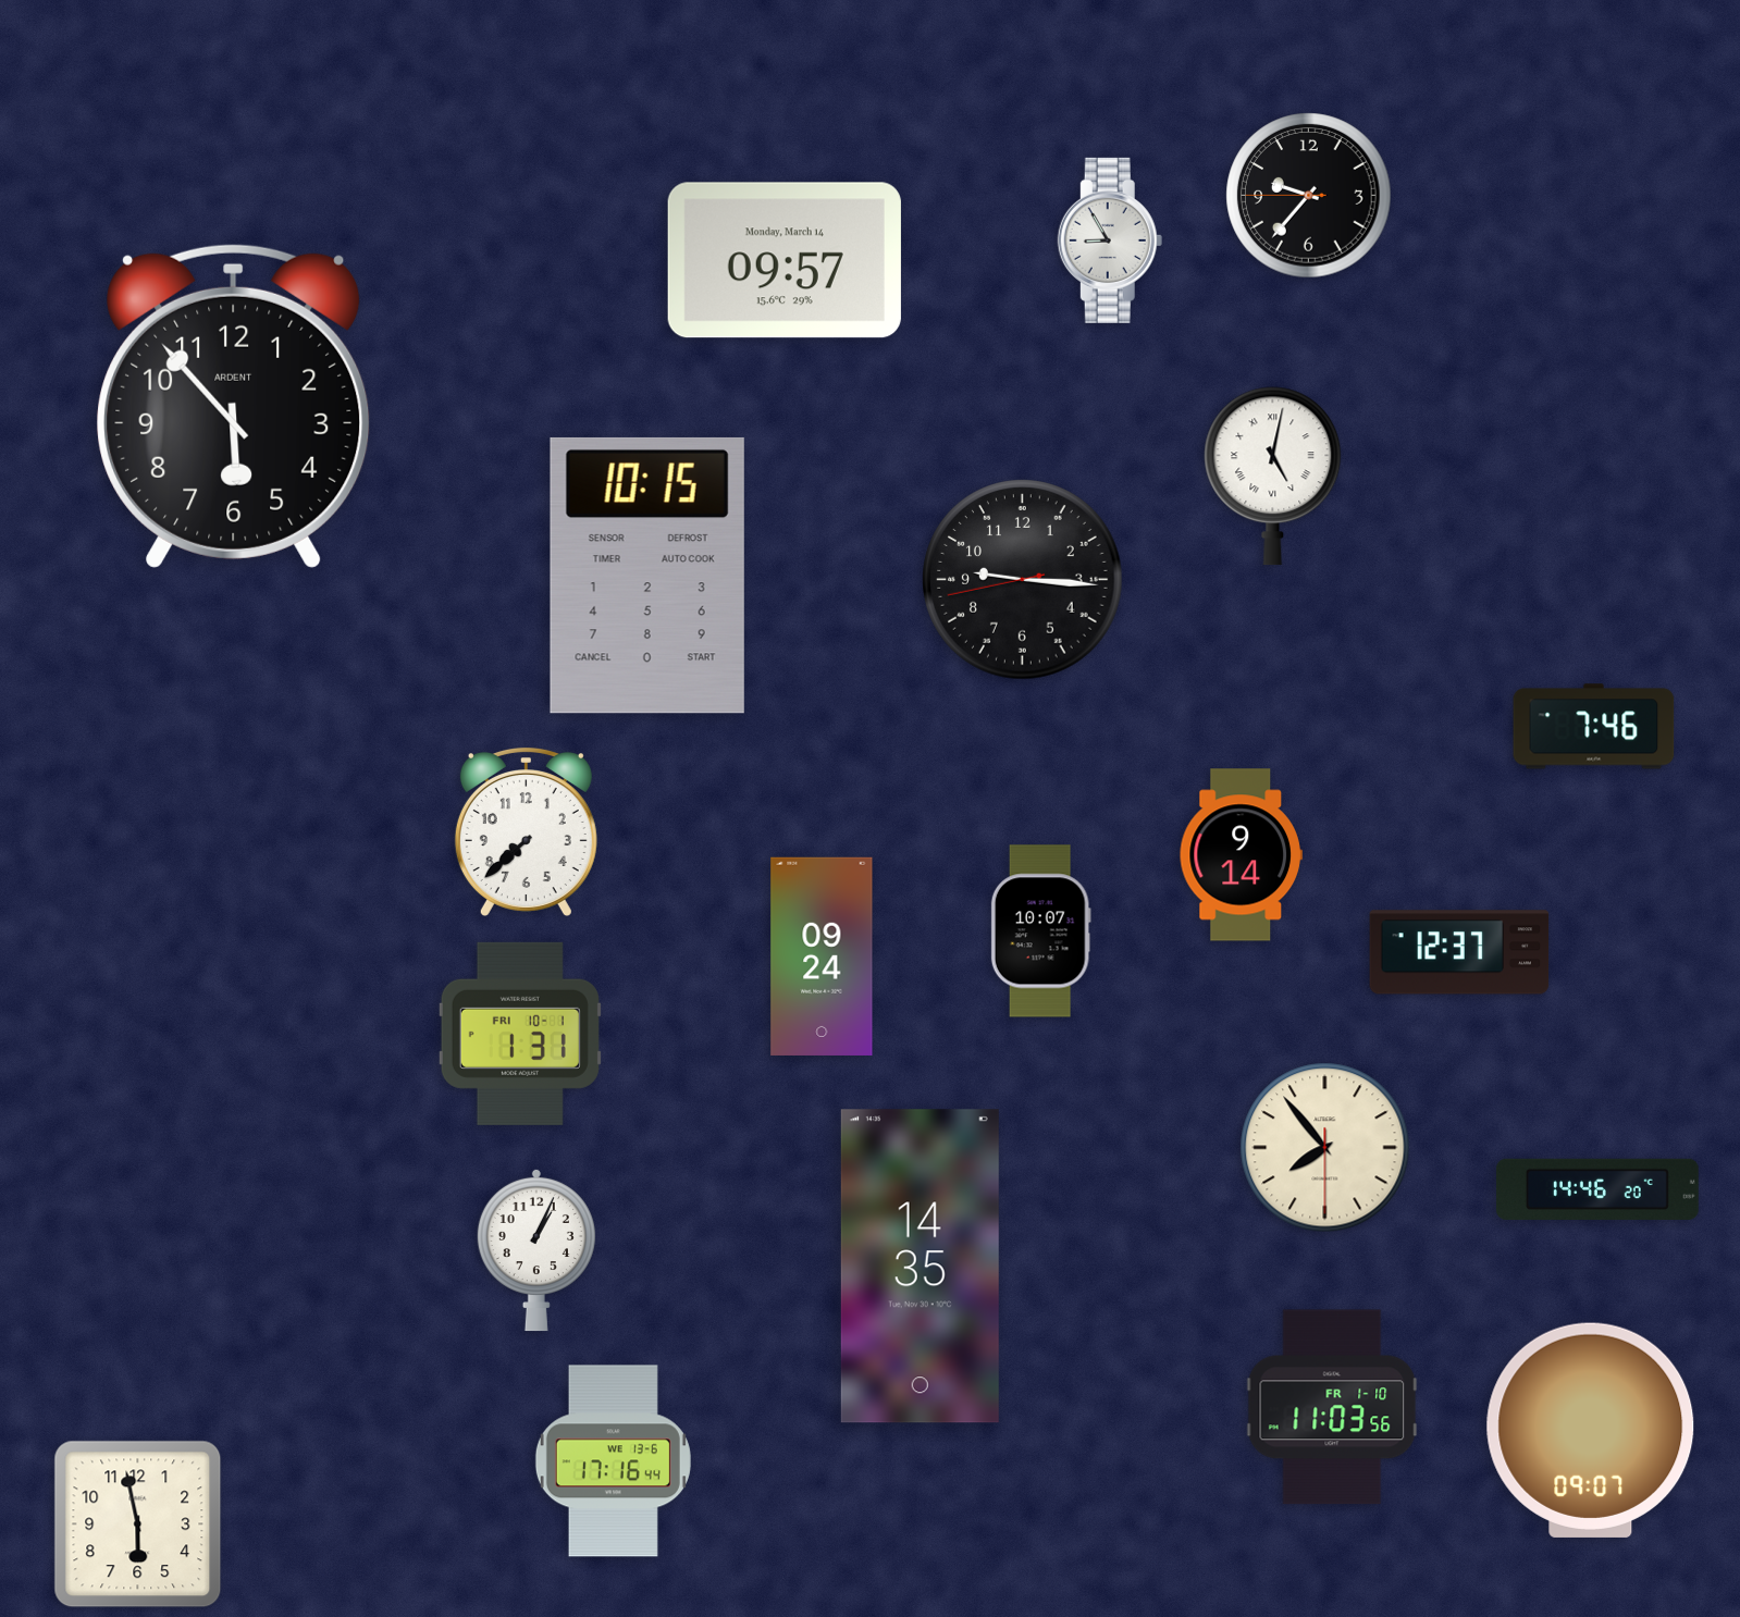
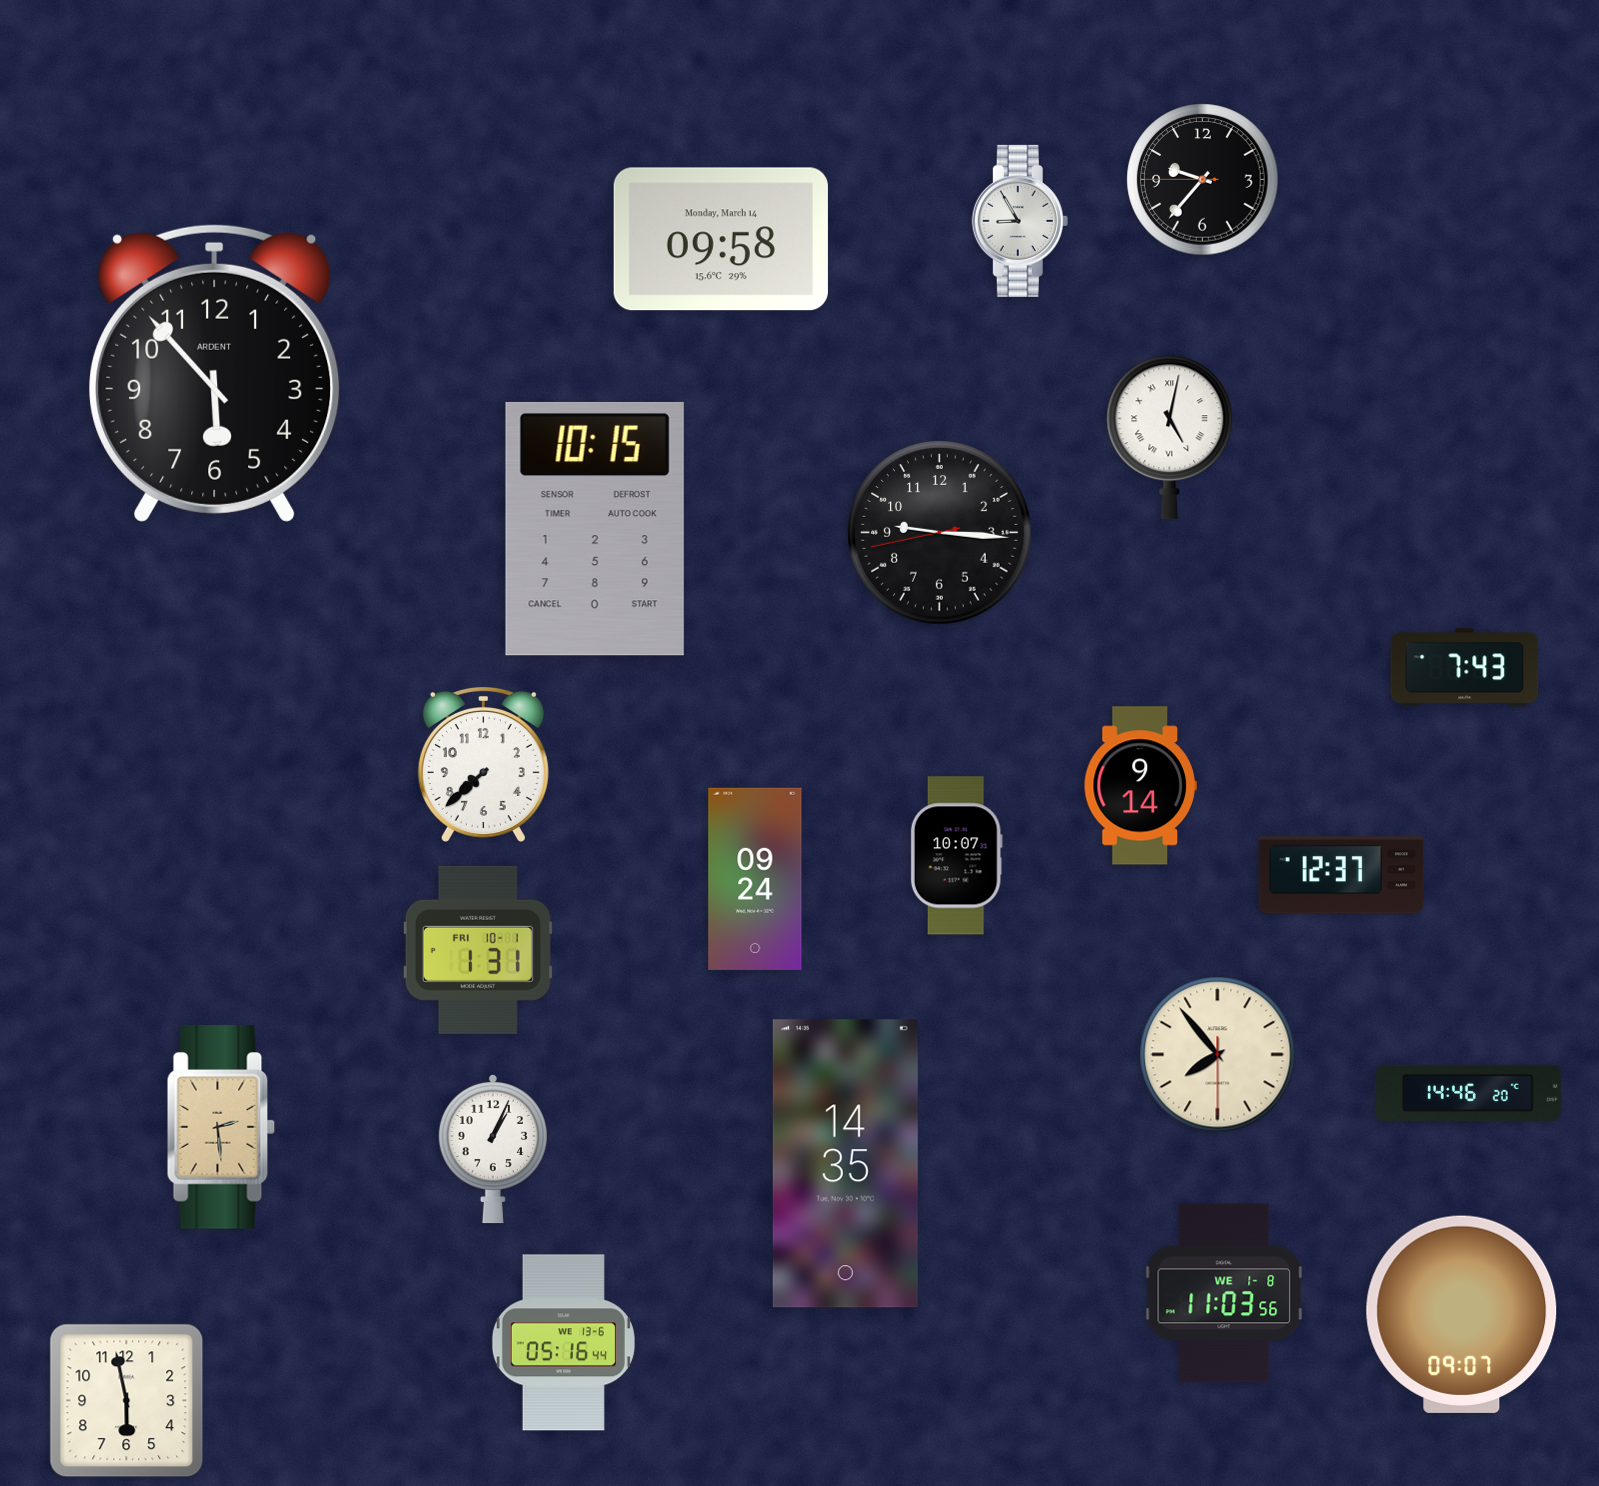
clock at (785, 260): 09:57 -> 09:58
clock at (1594, 727): 7:46 -> 7:43
clock at (221, 1127): none -> 2:29
clock at (1332, 1407) date: FR 1-10 -> WE 1-8
clock at (613, 1461): 17:16 -> 05:16
